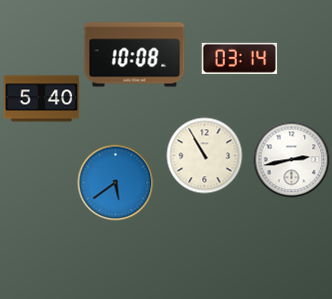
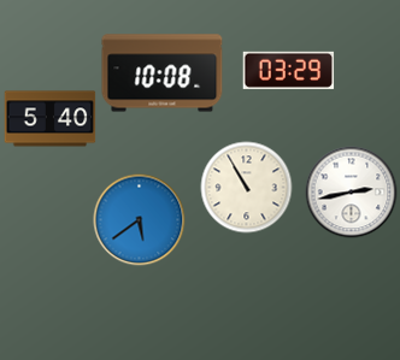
clock at (135, 55) position: (135, 55) -> (163, 73)
clock at (240, 58): 03:14 -> 03:29
